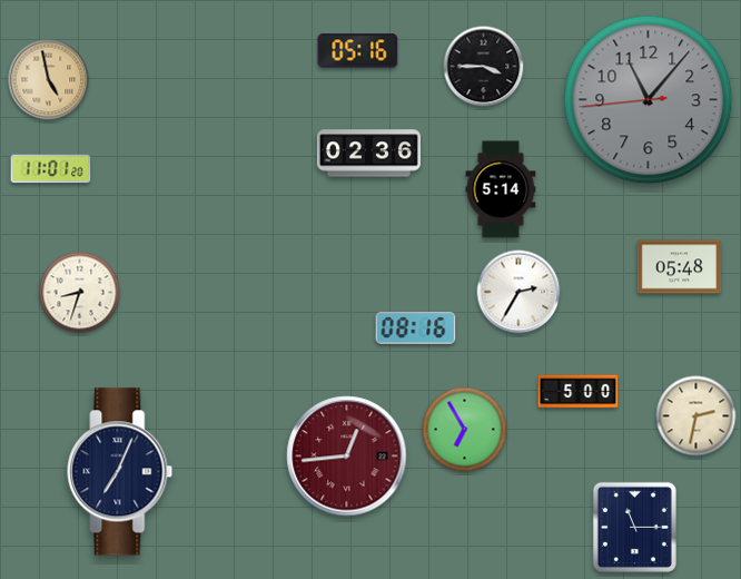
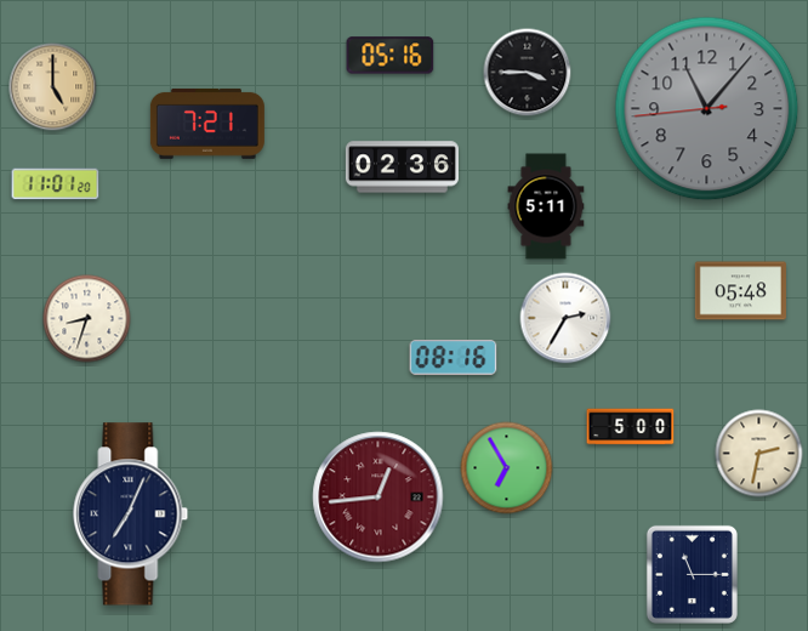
clock at (49, 80): 4:58 -> 5:00
clock at (207, 124): none -> 7:21
clock at (501, 189): 5:14 -> 5:11
